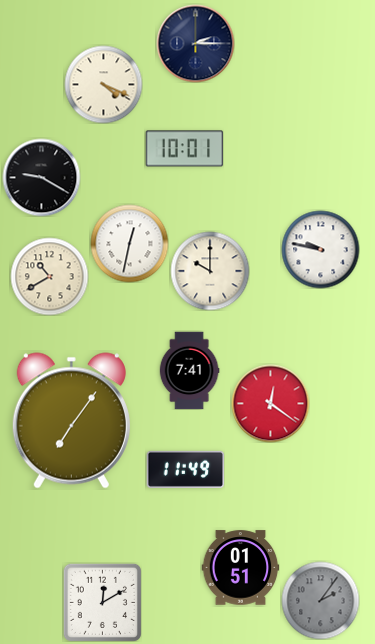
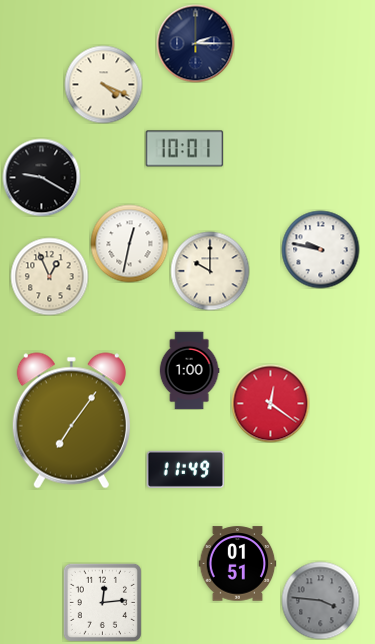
clock at (49, 276): 10:40 -> 12:56
clock at (189, 370): 7:41 -> 1:00
clock at (240, 568) position: (240, 568) -> (237, 564)
clock at (320, 600): 2:06 -> 3:46
clock at (102, 602): 12:10 -> 12:14
